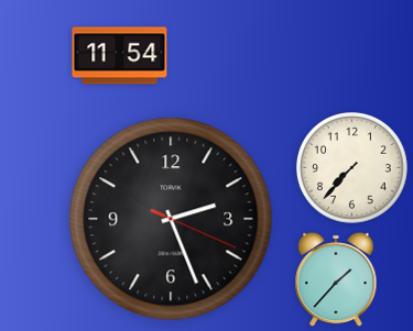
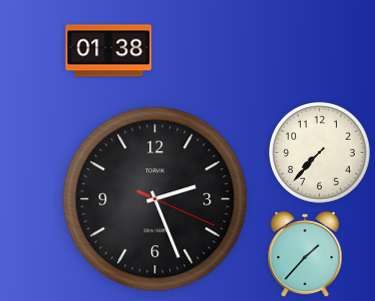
clock at (120, 56): 11:54 -> 01:38
